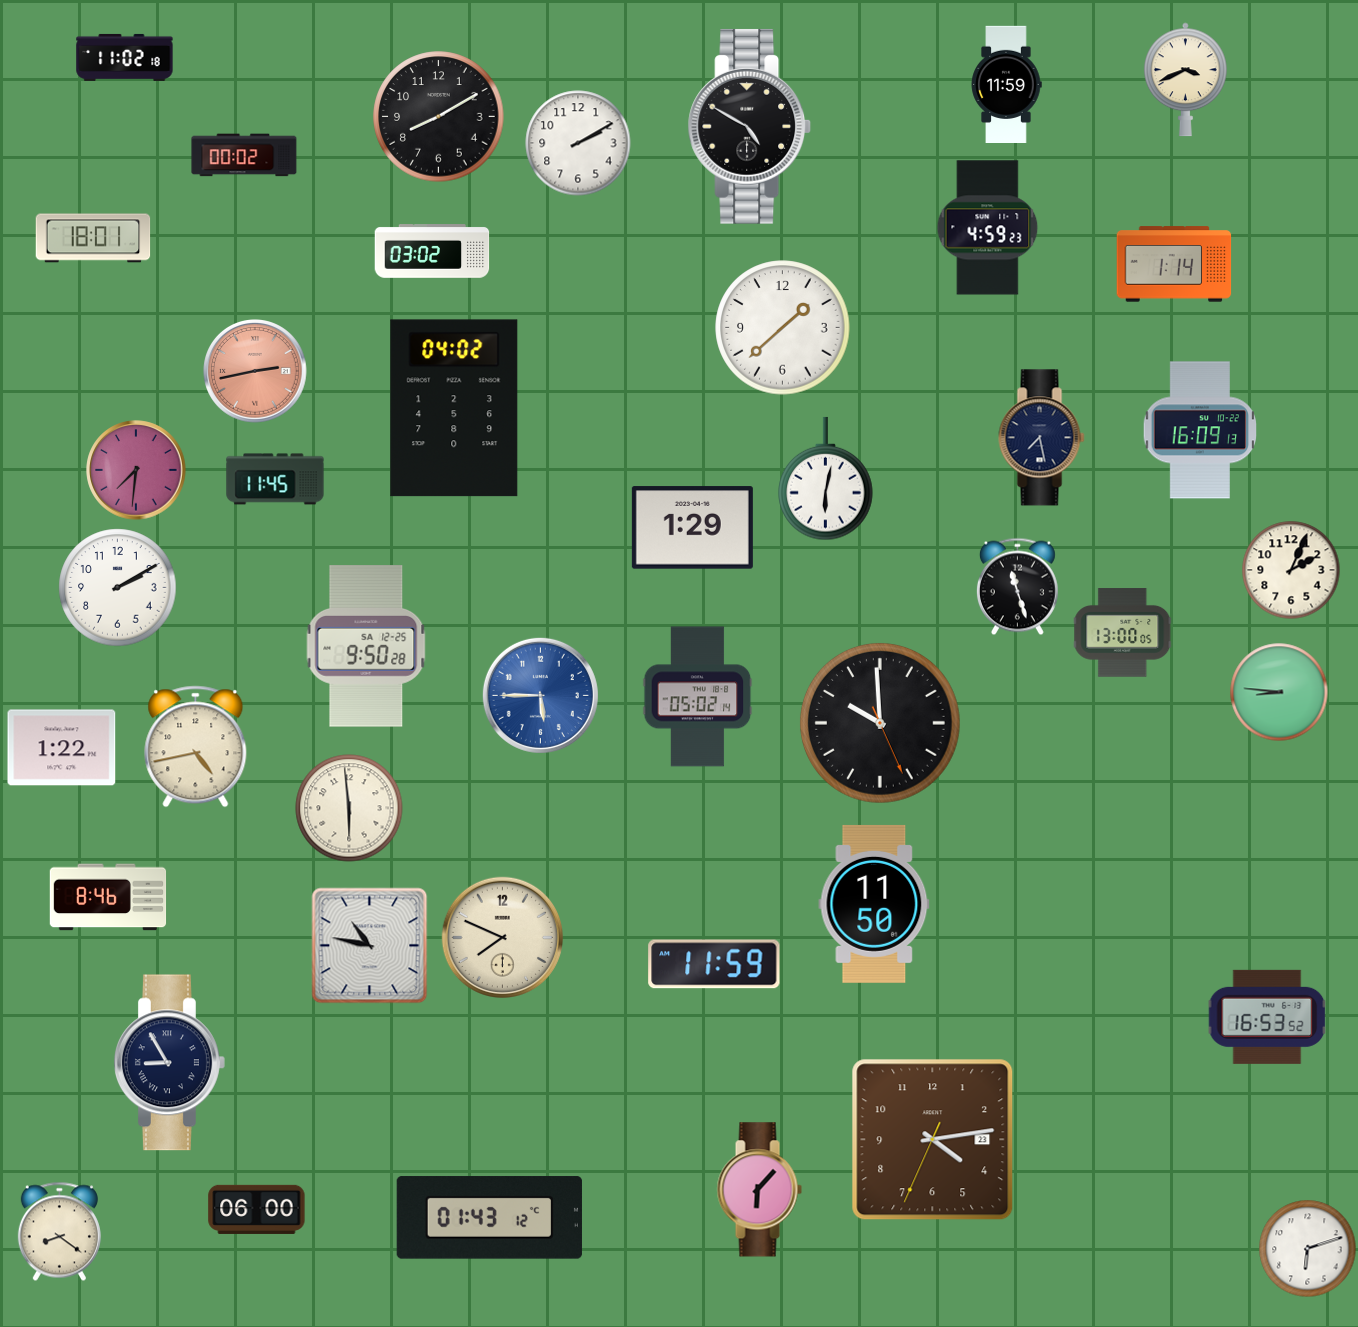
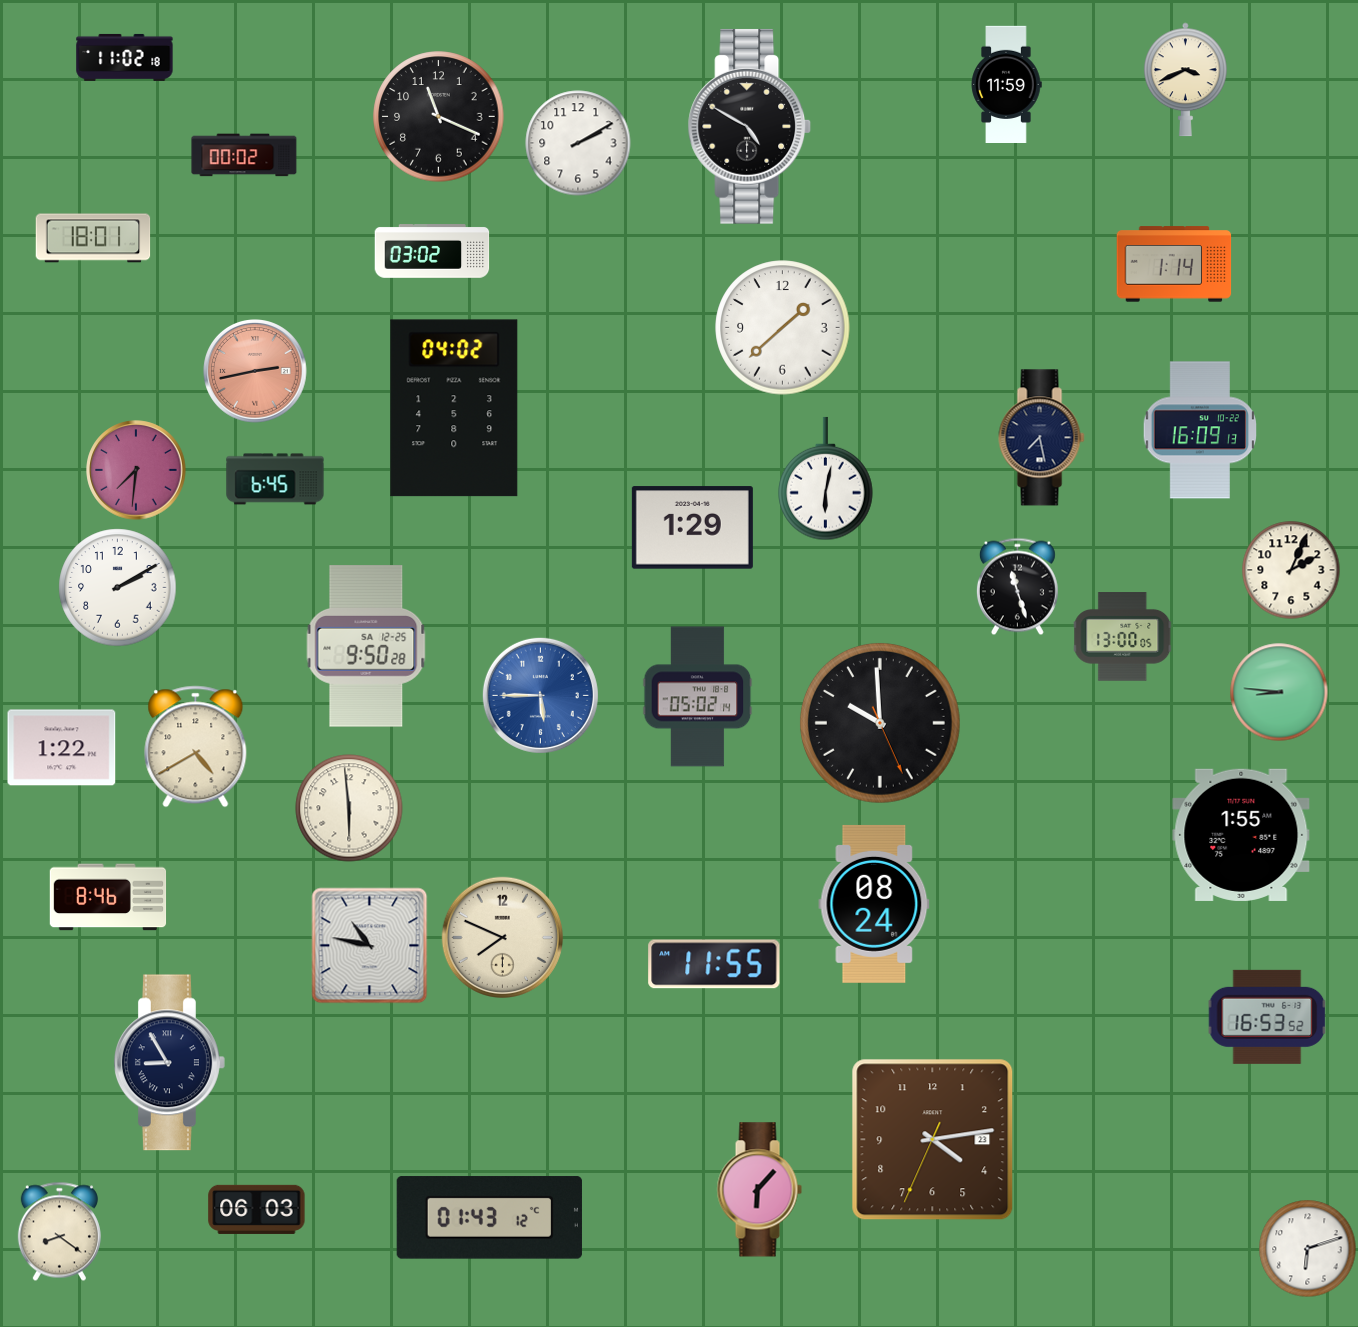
clock at (439, 117): 8:10 -> 11:19
clock at (988, 228): 4:59 -> none
clock at (275, 479): 11:45 -> 6:45
clock at (1123, 633) position: (1123, 633) -> (1123, 637)
clock at (196, 747): 4:43 -> 4:40
clock at (1241, 835): none -> 1:55
clock at (874, 904): 11:50 -> 08:24
clock at (714, 964): 11:59 -> 11:55
clock at (257, 1209): 06:00 -> 06:03
